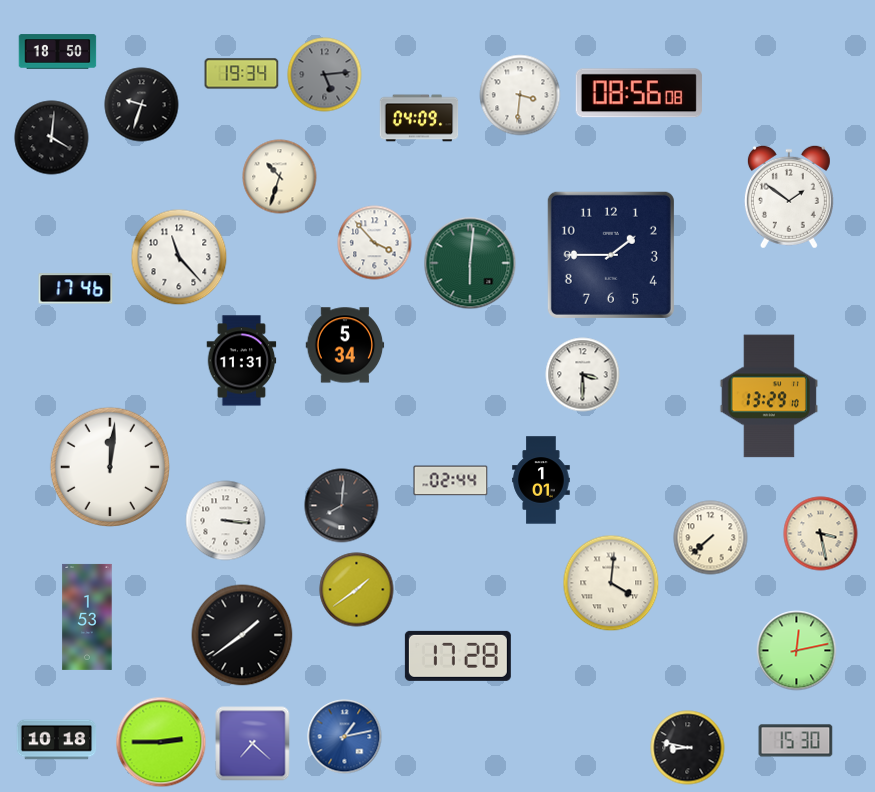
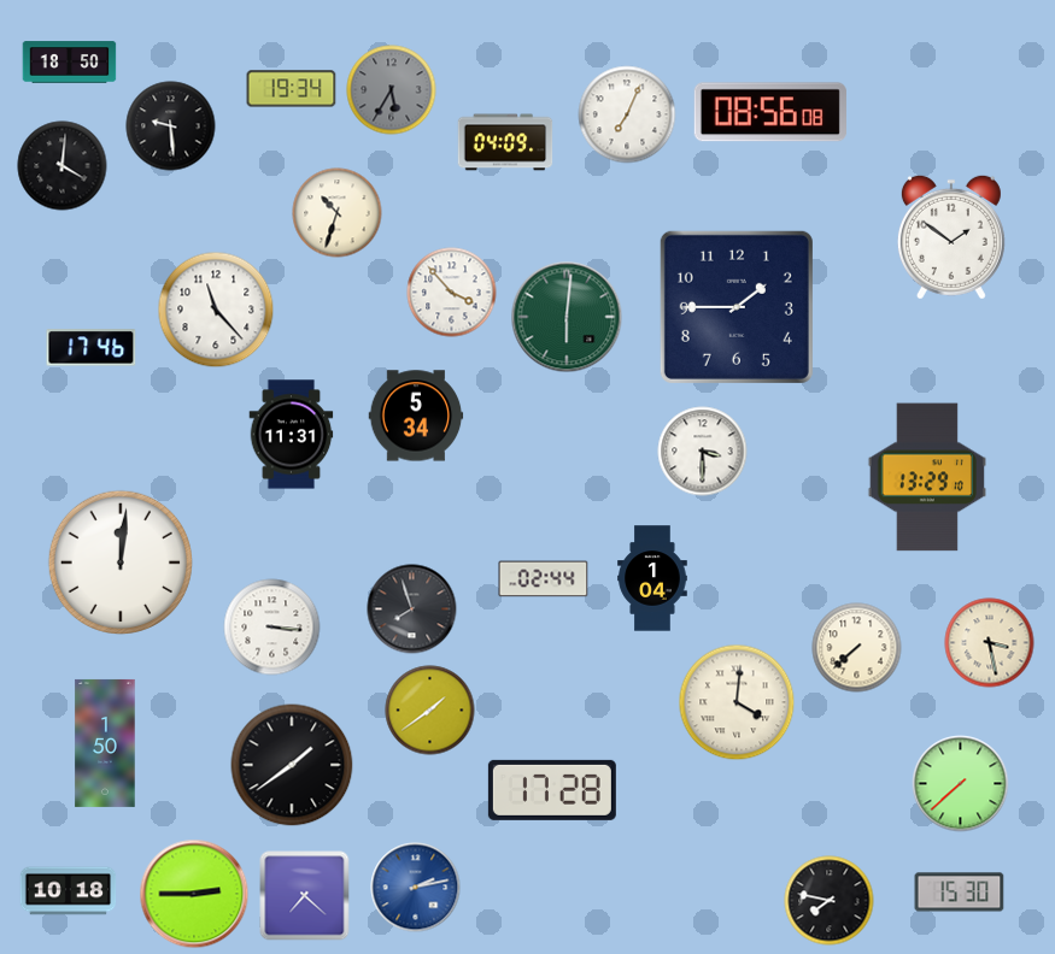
clock at (325, 75): 5:14 -> 5:35
clock at (520, 95): 3:31 -> 7:04
clock at (142, 105): 9:33 -> 9:29
clock at (109, 466) position: (109, 466) -> (119, 561)
clock at (541, 480): 1:01 -> 1:04
clock at (342, 506): 8:01 -> 7:57
clock at (87, 617): 1:53 -> 1:50
clock at (797, 651): 12:13 -> 7:38
clock at (345, 737): 1:13 -> 2:13
clock at (688, 748): 8:47 -> 7:47
